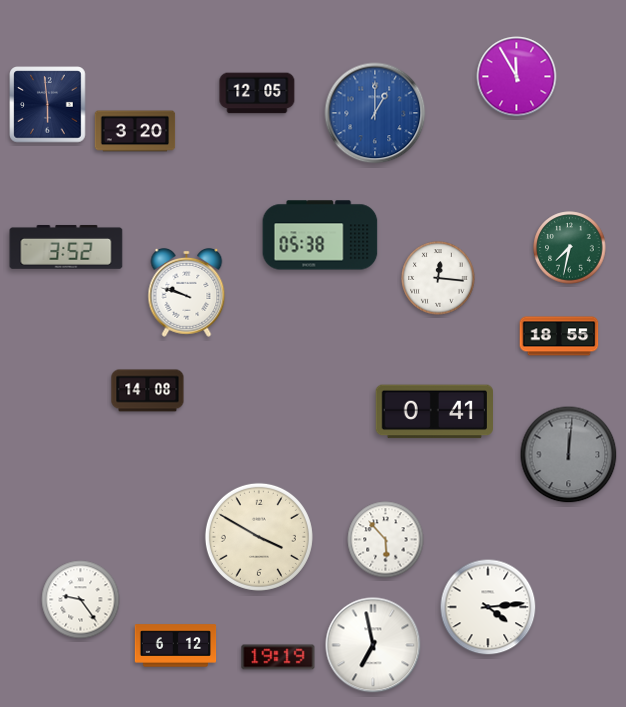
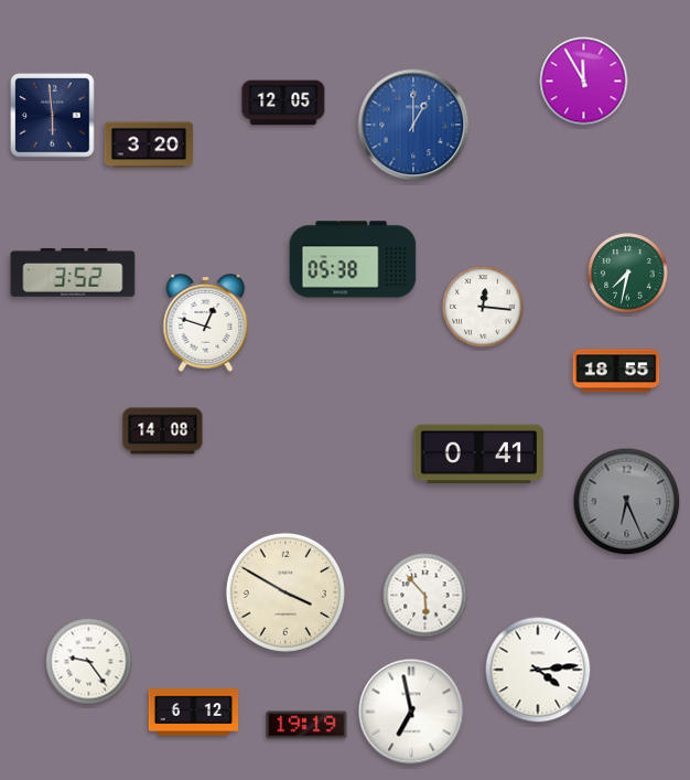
clock at (517, 77) position: (517, 77) -> (584, 82)
clock at (187, 292): 9:48 -> 12:48
clock at (569, 455): 12:01 -> 6:26
